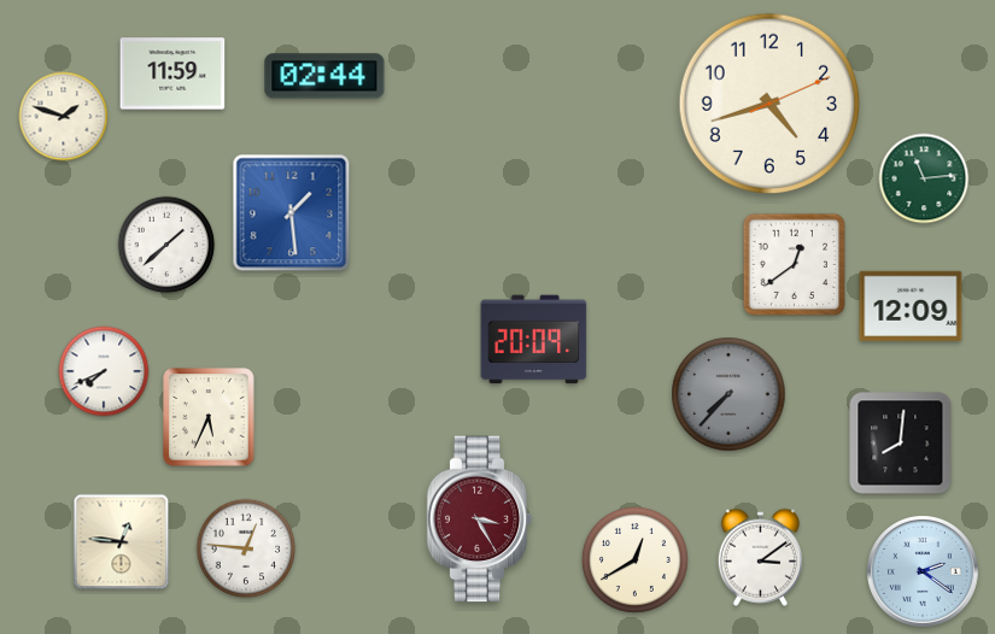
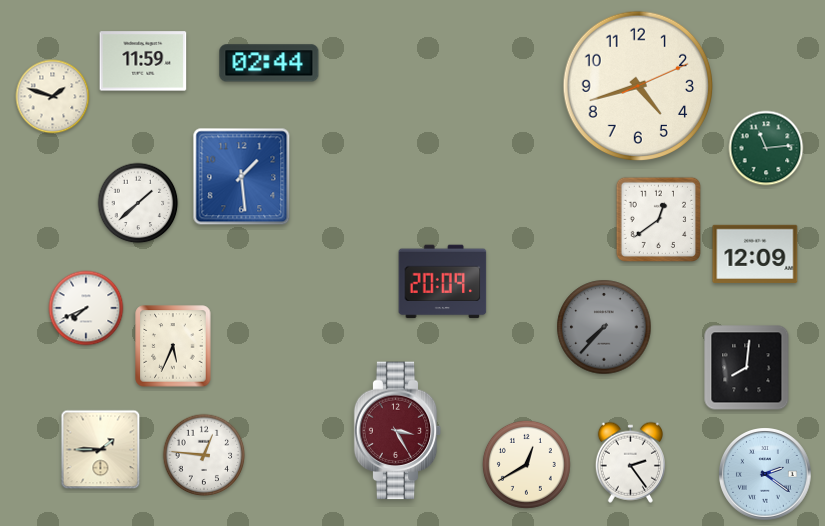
clock at (122, 542): 12:46 -> 1:45
clock at (760, 557): 3:09 -> 2:24
